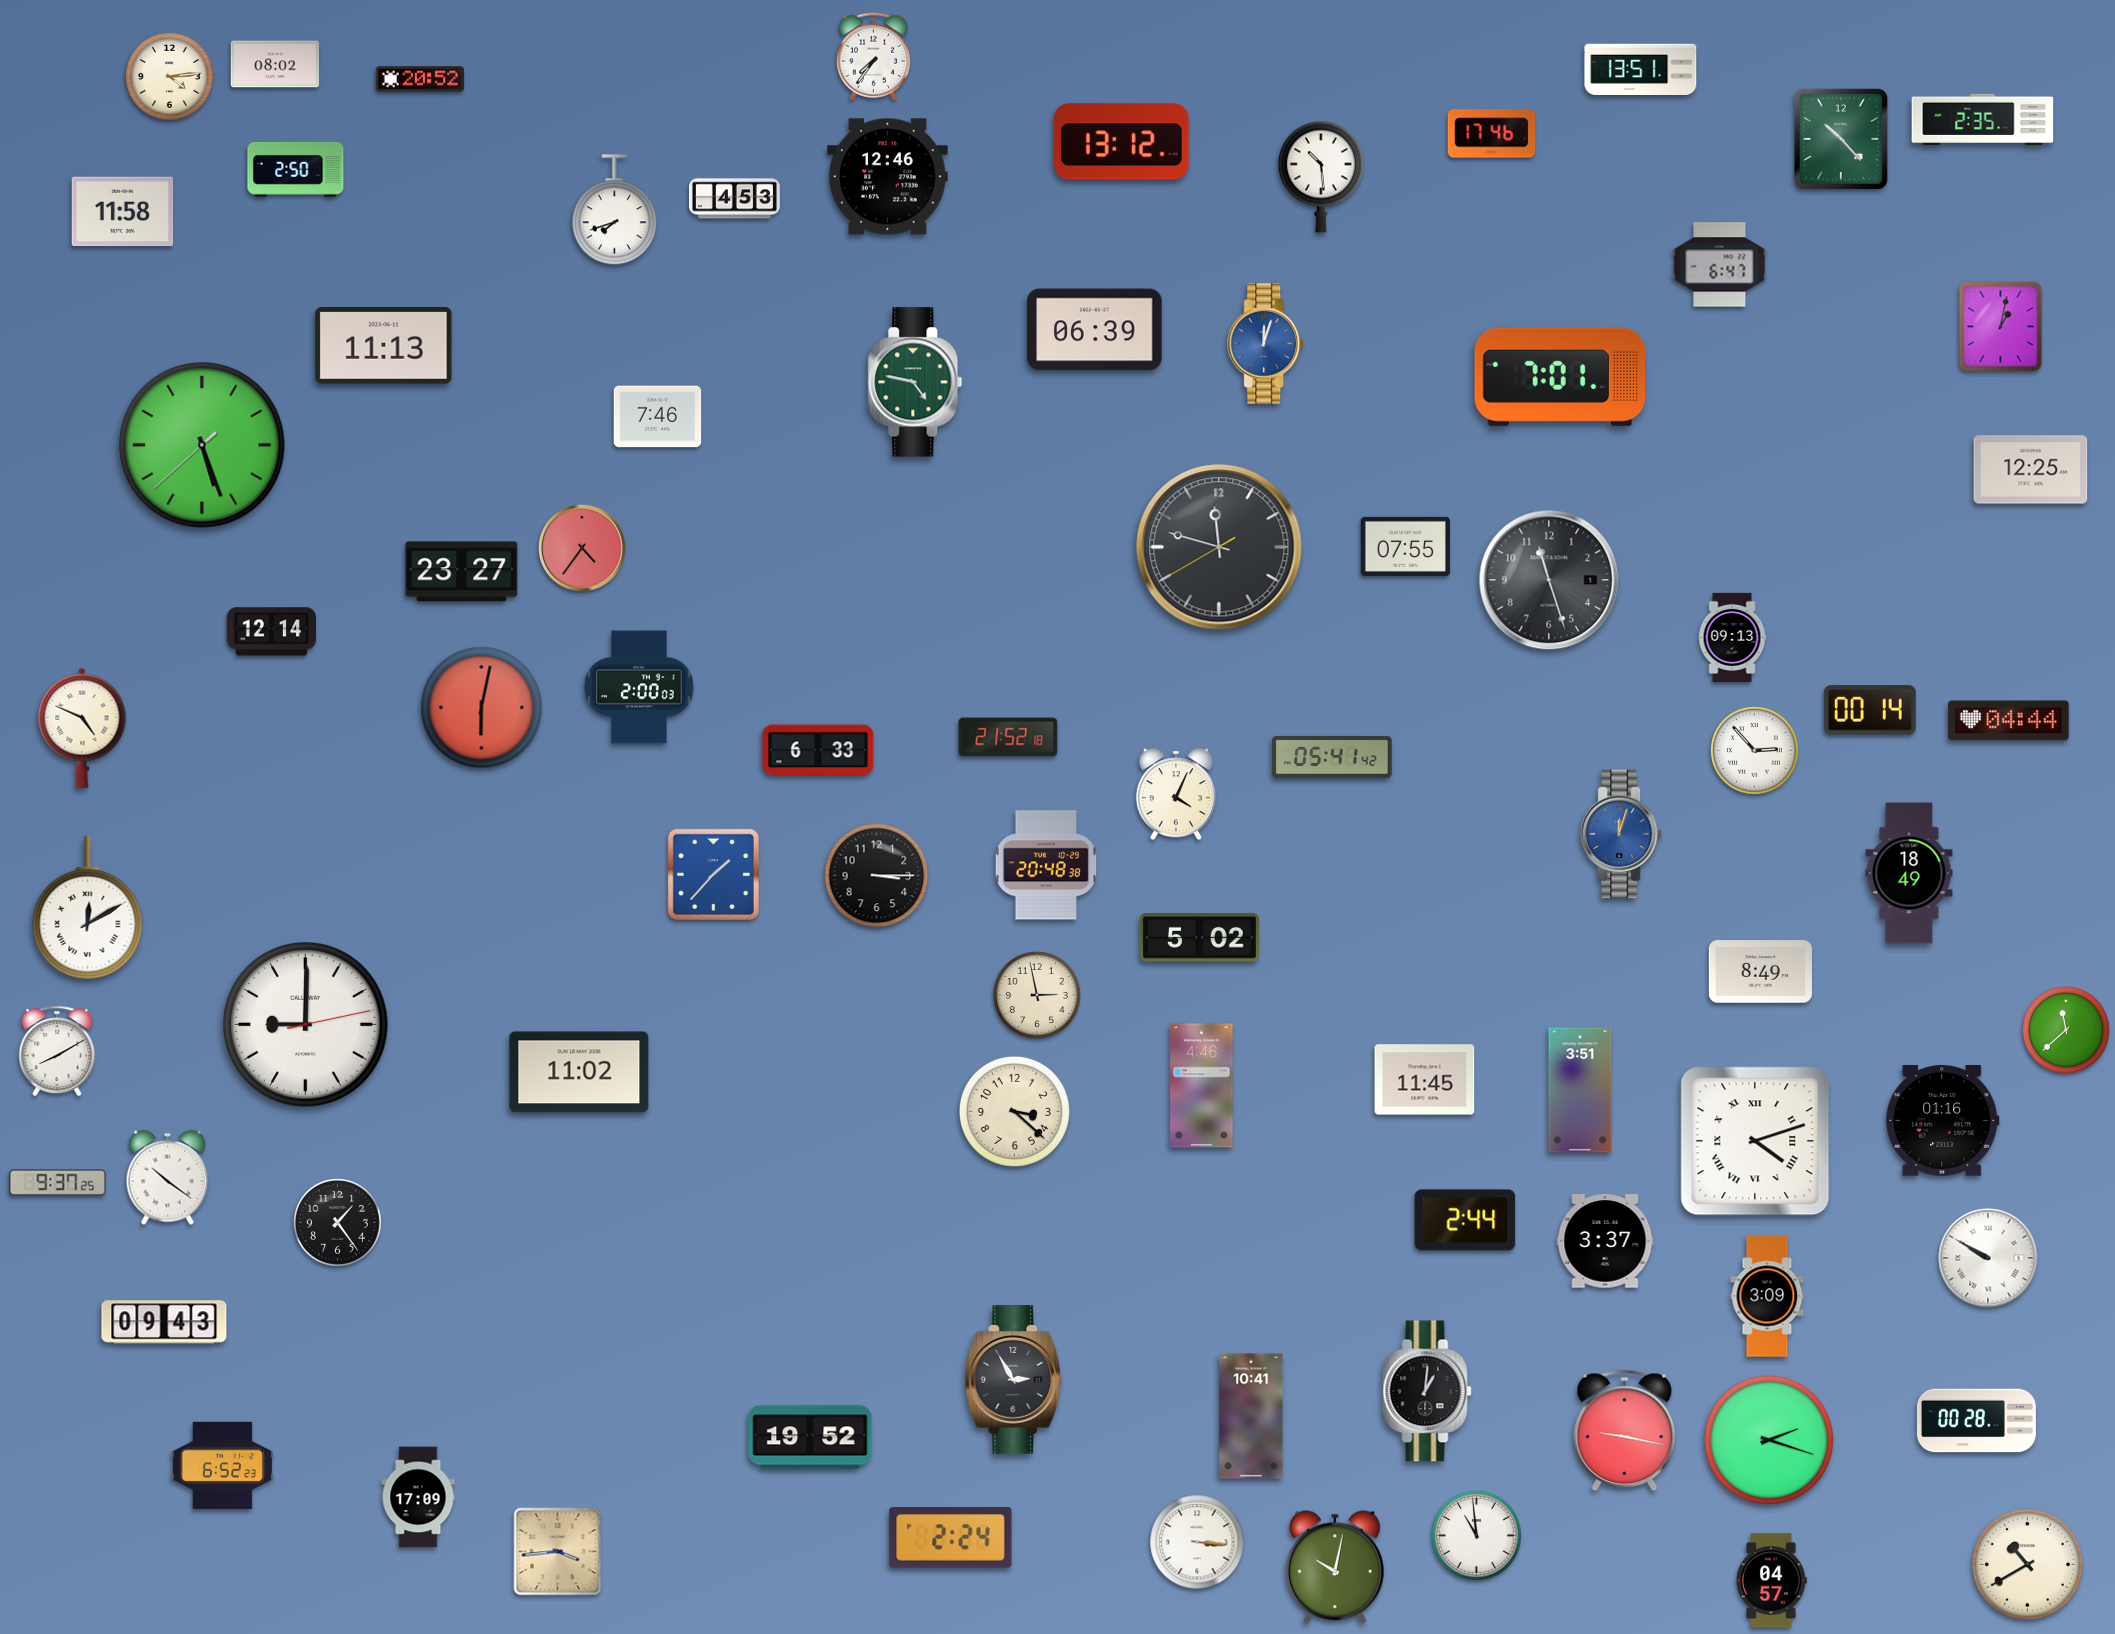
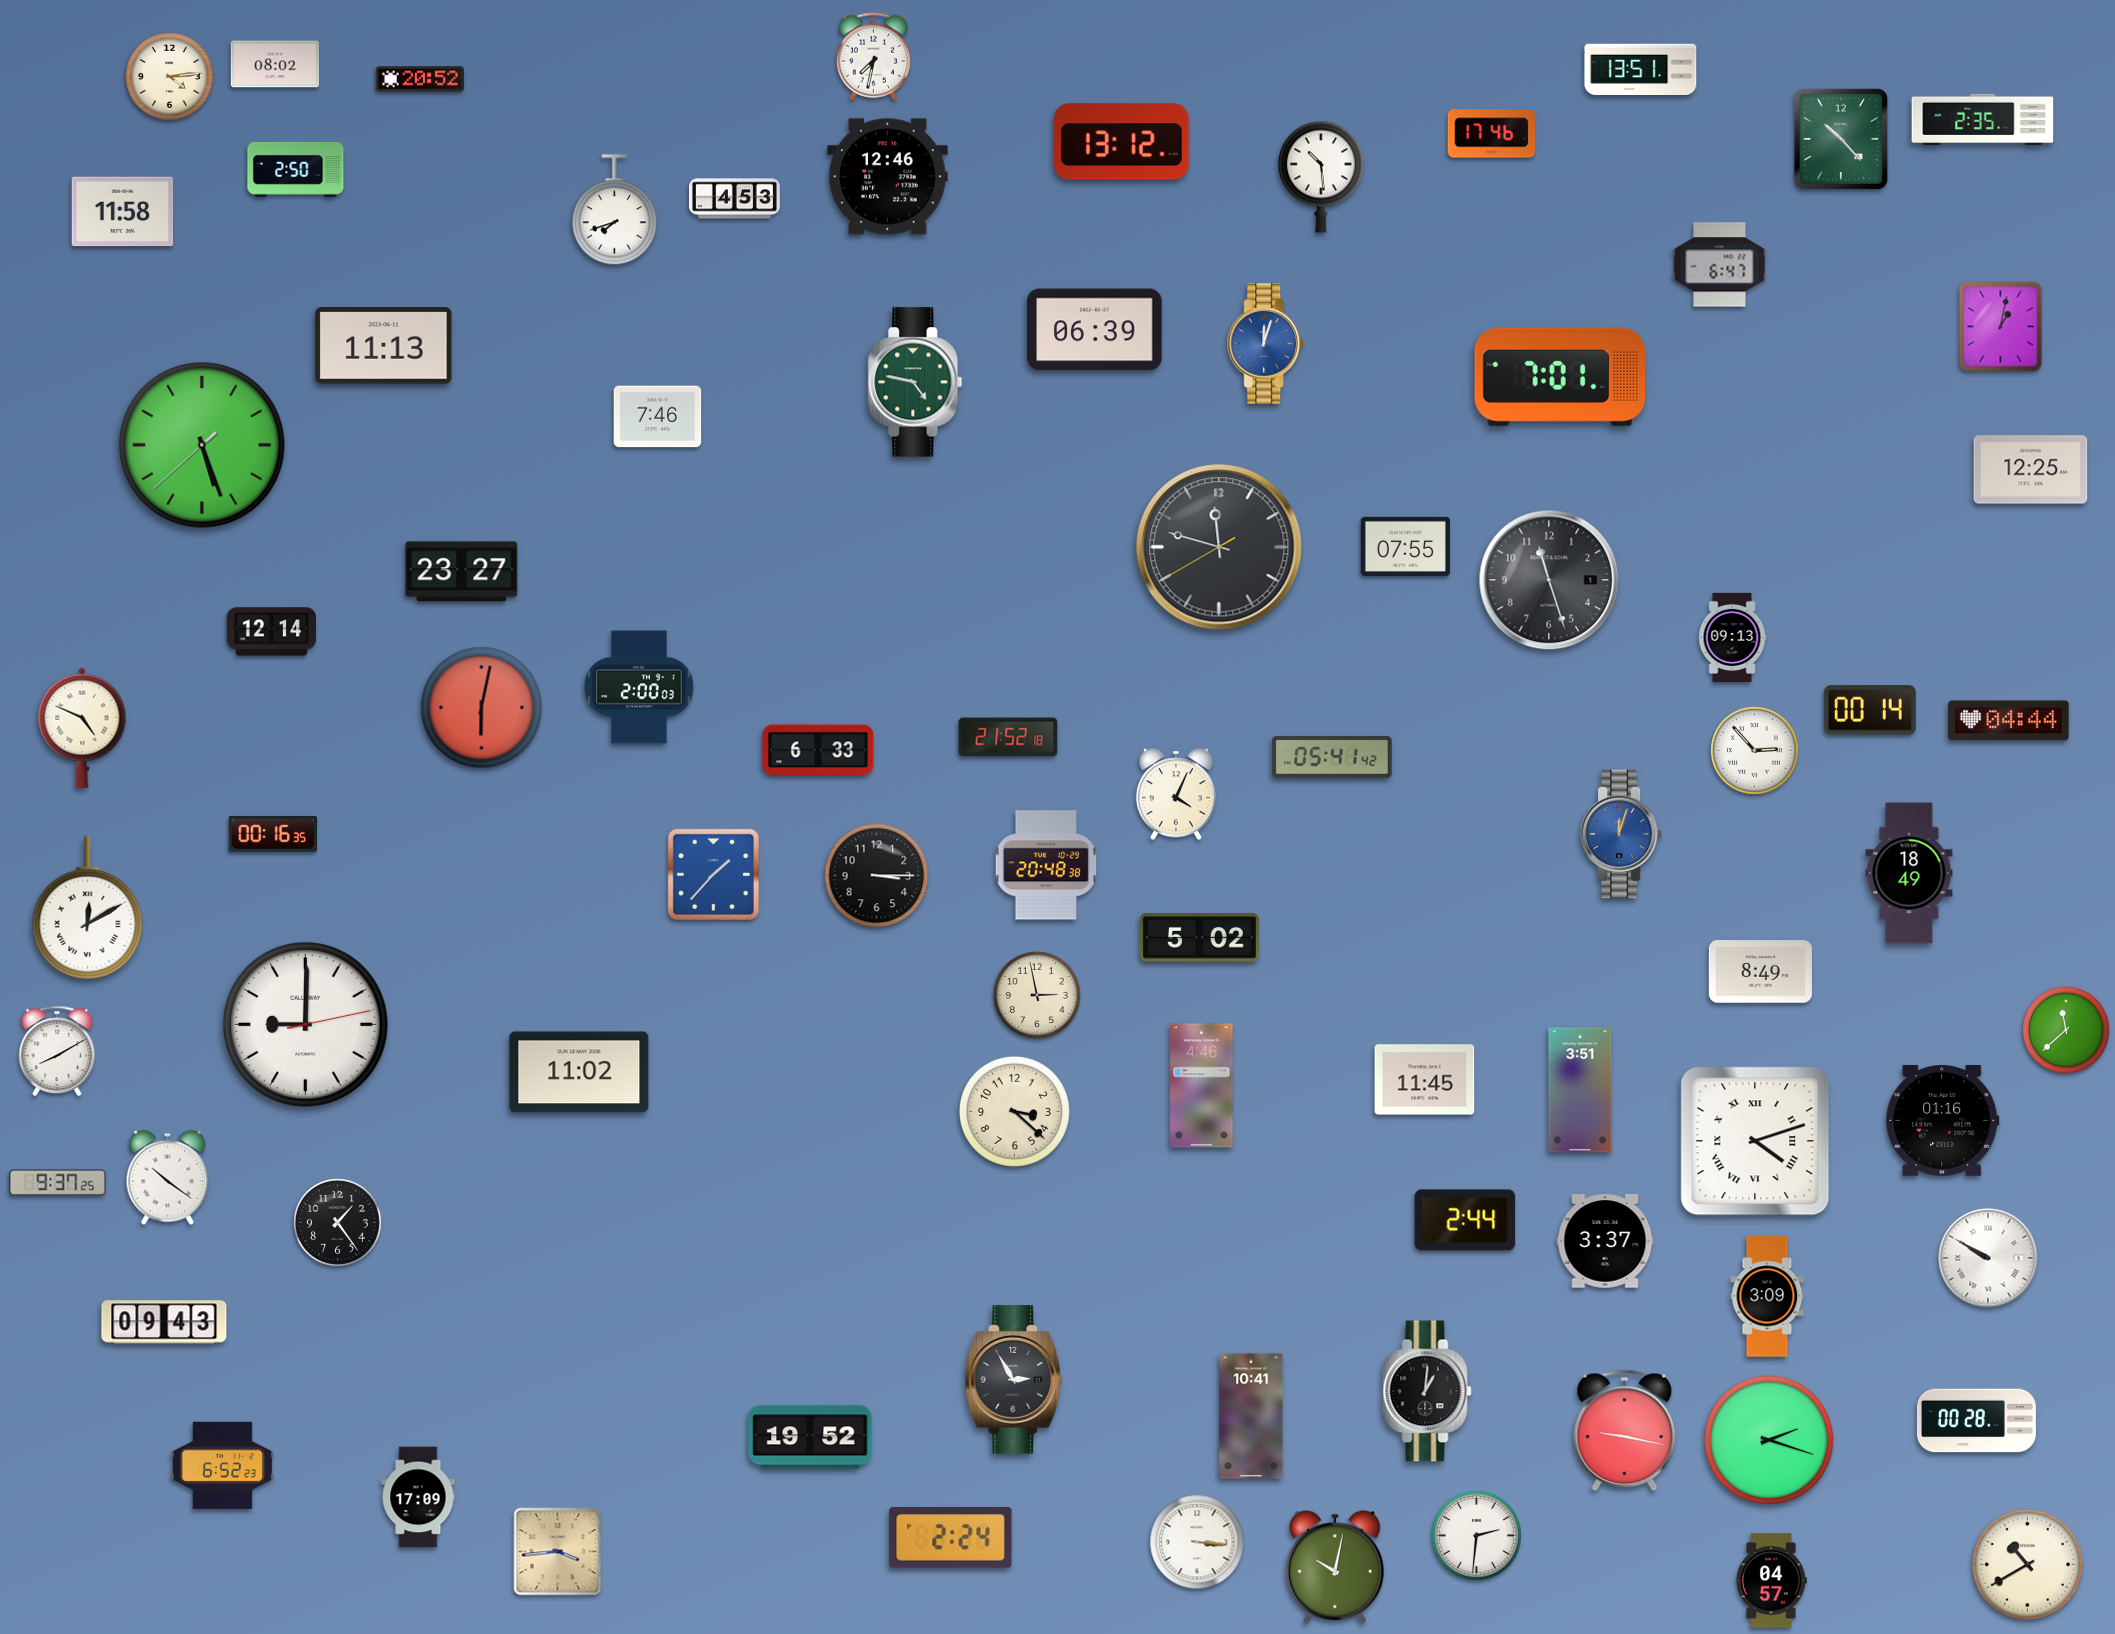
clock at (873, 57): 7:36 -> 7:32
clock at (582, 548): 4:36 -> none
clock at (272, 834): none -> 00:16
clock at (1477, 1536): 10:59 -> 2:31
